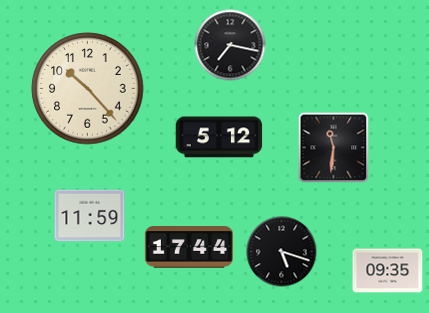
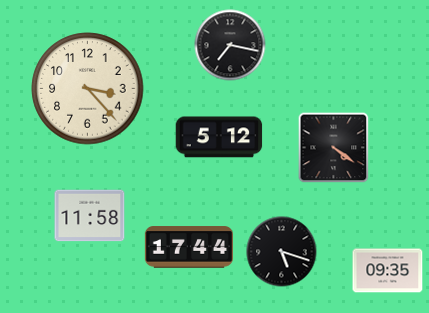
clock at (88, 89): 10:23 -> 3:23
clock at (334, 148): 11:31 -> 4:21
clock at (90, 216): 11:59 -> 11:58
